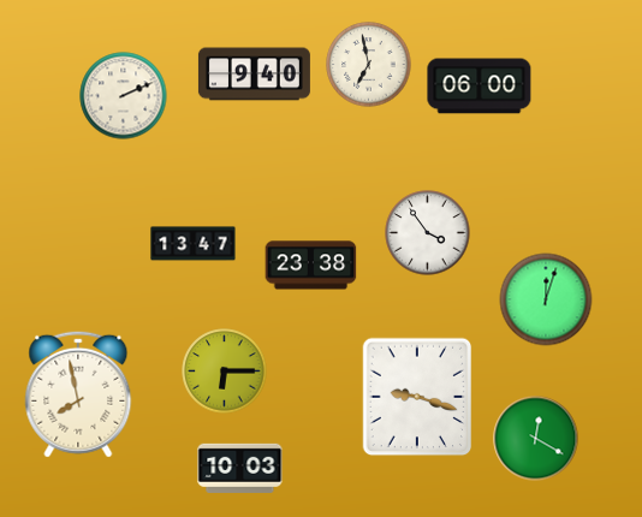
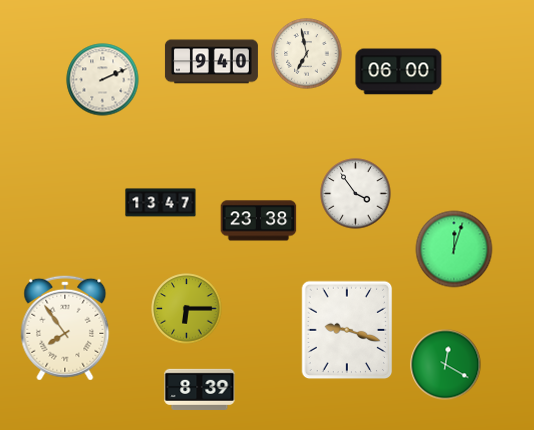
clock at (78, 394): 7:58 -> 7:54
clock at (240, 468): 10:03 -> 8:39
